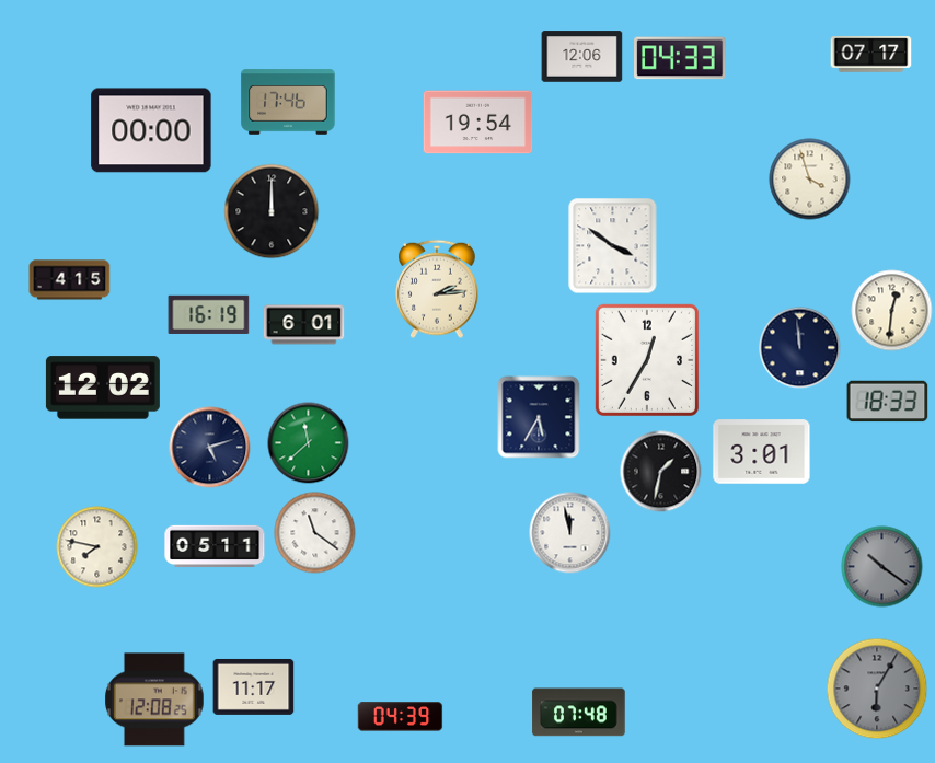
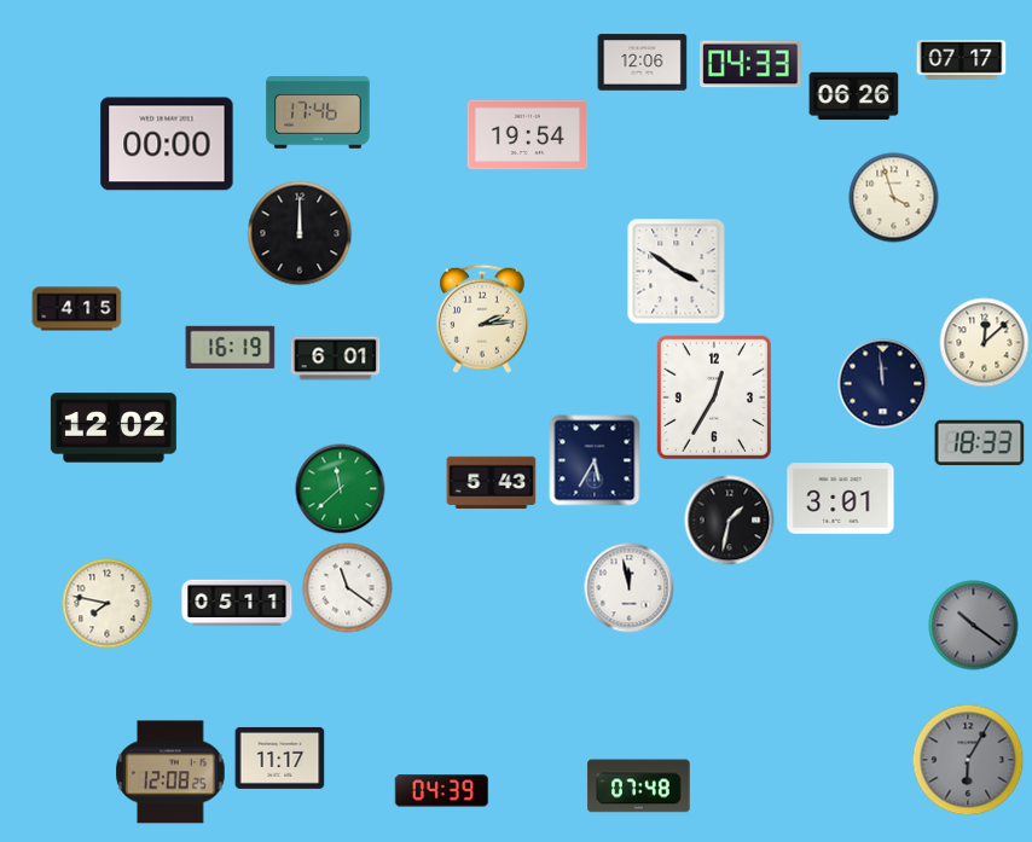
clock at (854, 97): none -> 06:26
clock at (892, 311): 12:31 -> 12:08
clock at (492, 483): none -> 5:43
clock at (210, 448): 5:12 -> none
